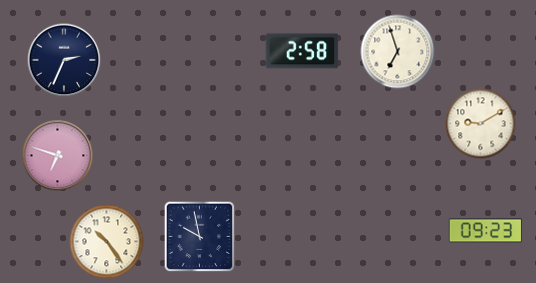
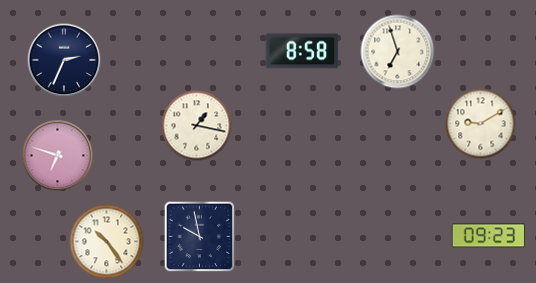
clock at (302, 51): 2:58 -> 8:58
clock at (197, 126): none -> 1:17
clock at (486, 231) position: (486, 231) -> (489, 236)
